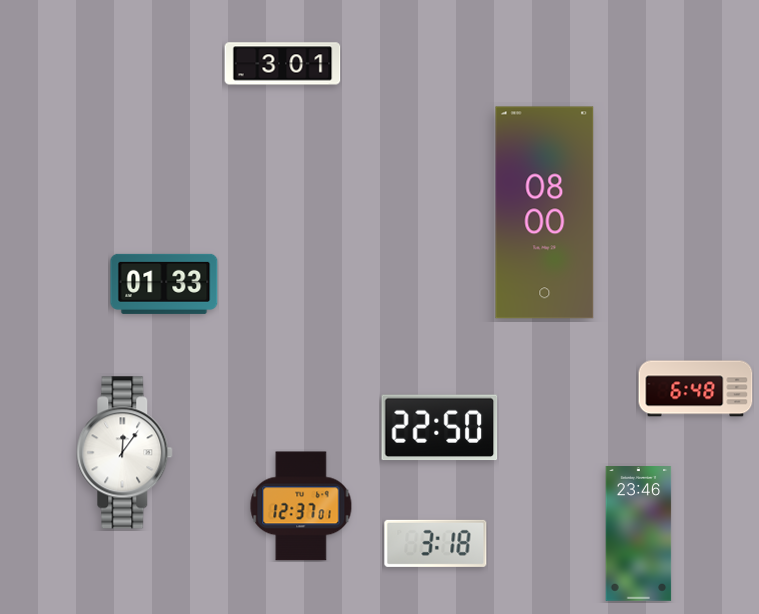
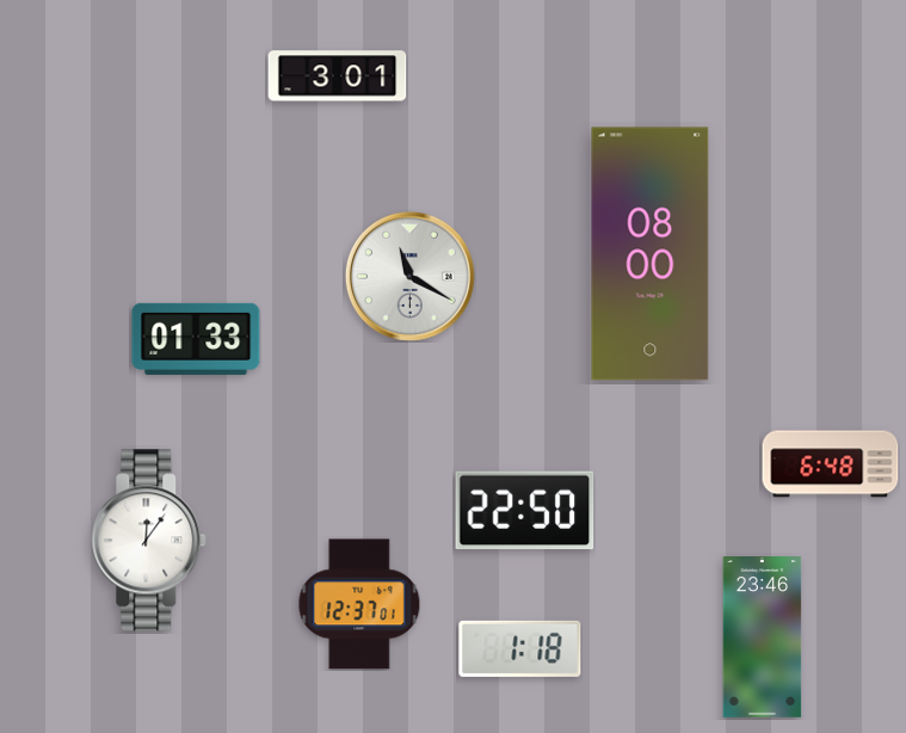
clock at (409, 276): none -> 11:20
clock at (436, 543): 3:18 -> 1:18
